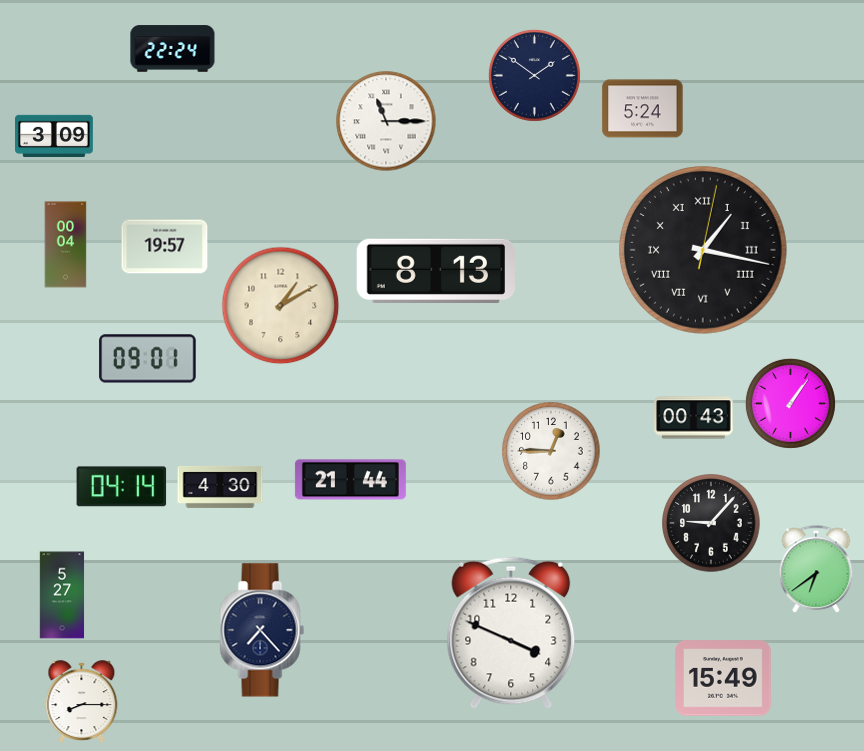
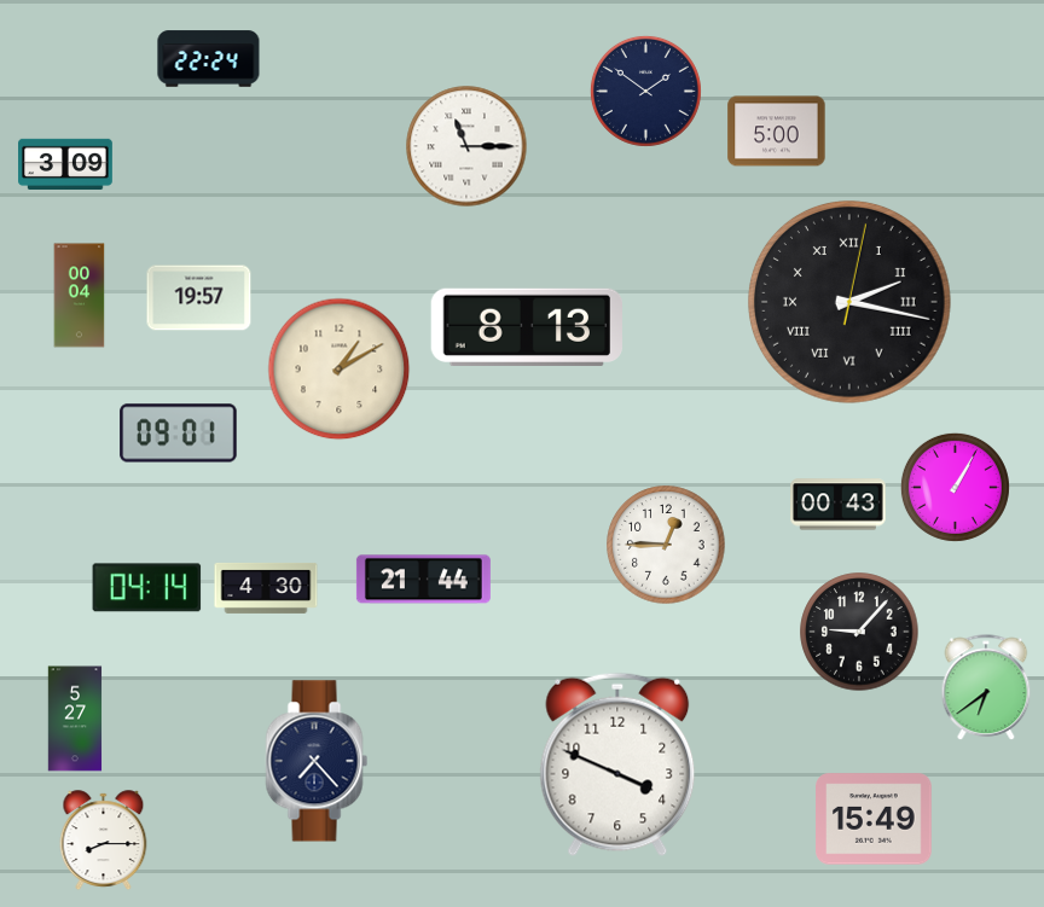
clock at (643, 109): 5:24 -> 5:00
clock at (703, 250): 1:17 -> 2:17
clock at (790, 403): 1:06 -> 1:05
clock at (82, 702) position: (82, 702) -> (104, 841)
